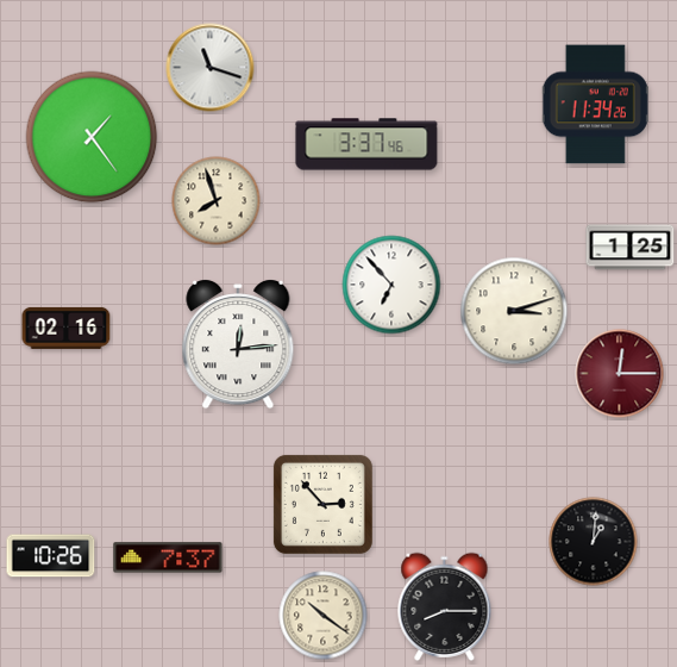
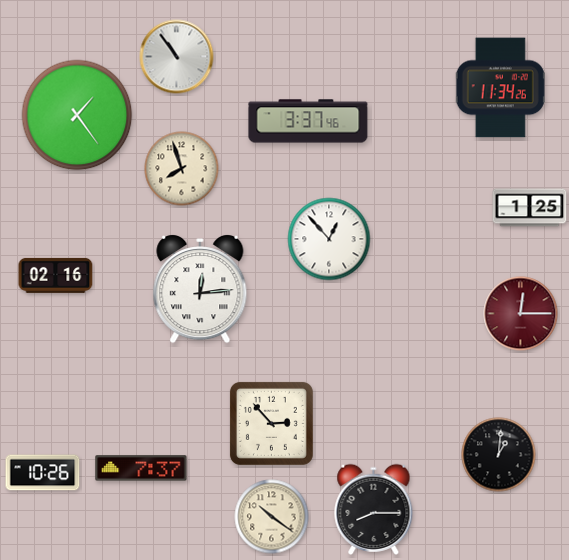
clock at (211, 68): 11:18 -> 10:54
clock at (391, 285): 6:53 -> 12:53
clock at (514, 311): 3:12 -> none
clock at (51, 556) position: (51, 556) -> (43, 473)
